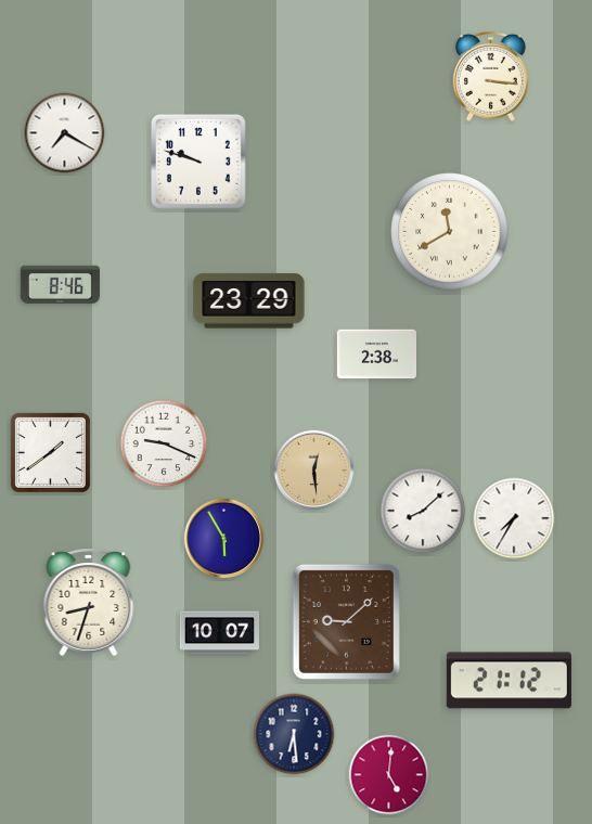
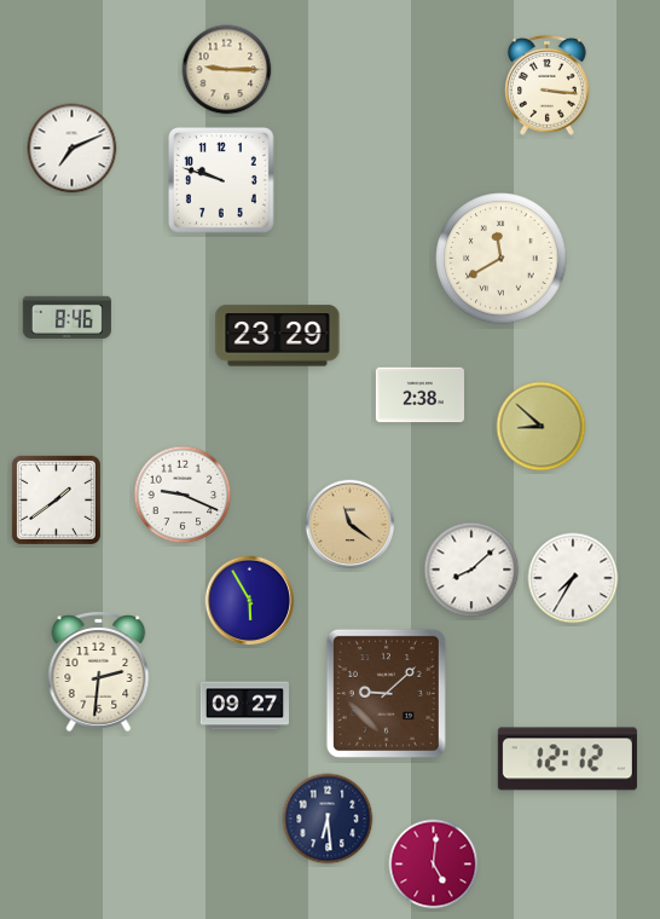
clock at (227, 70): none -> 9:15
clock at (65, 133): 7:20 -> 7:11
clock at (542, 427): none -> 8:52
clock at (50, 452) position: (50, 452) -> (56, 499)
clock at (314, 471): 12:29 -> 11:21
clock at (89, 602): 8:33 -> 2:31
clock at (219, 633): 10:07 -> 09:27
clock at (509, 681): 21:12 -> 12:12
